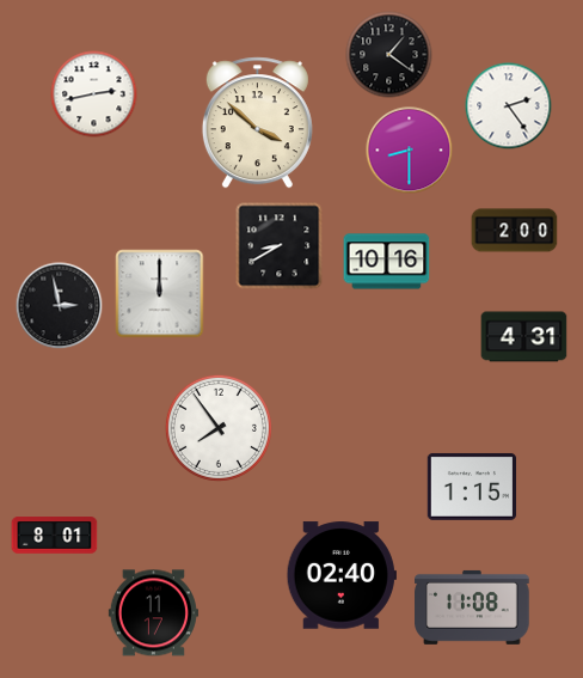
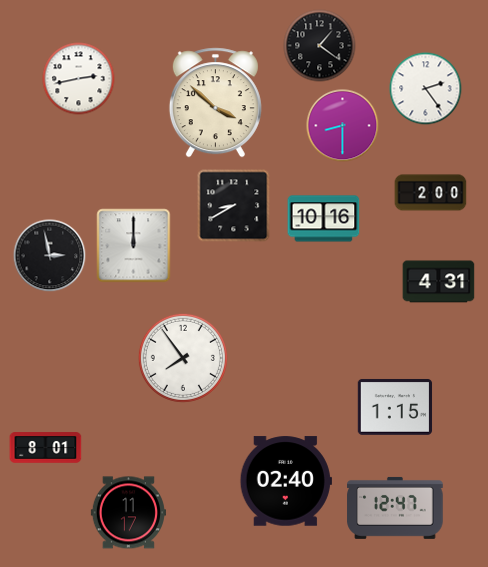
clock at (389, 55) position: (389, 55) -> (320, 46)
clock at (472, 607): 11:08 -> 12:47
